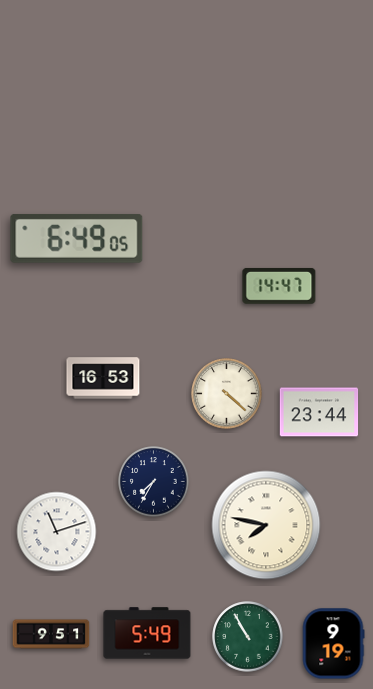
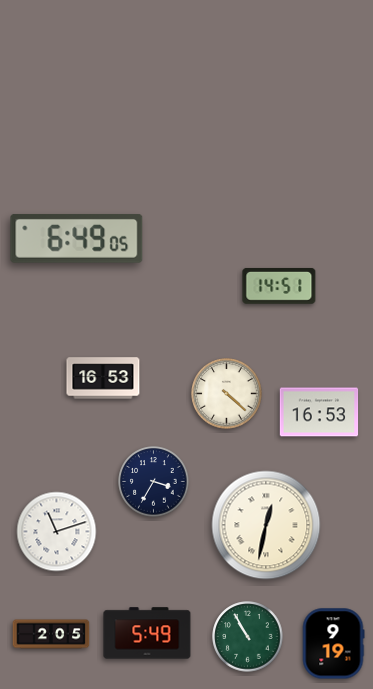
clock at (279, 286): 14:47 -> 14:51
clock at (319, 412): 23:44 -> 16:53
clock at (154, 482): 7:35 -> 3:35
clock at (266, 525): 7:47 -> 12:32
clock at (51, 634): 9:51 -> 2:05
